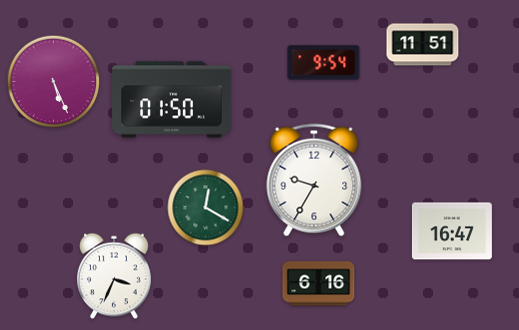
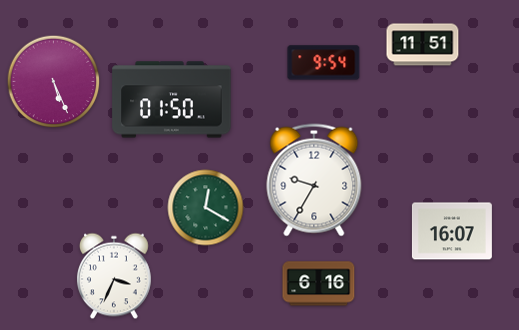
clock at (452, 231): 16:47 -> 16:07
